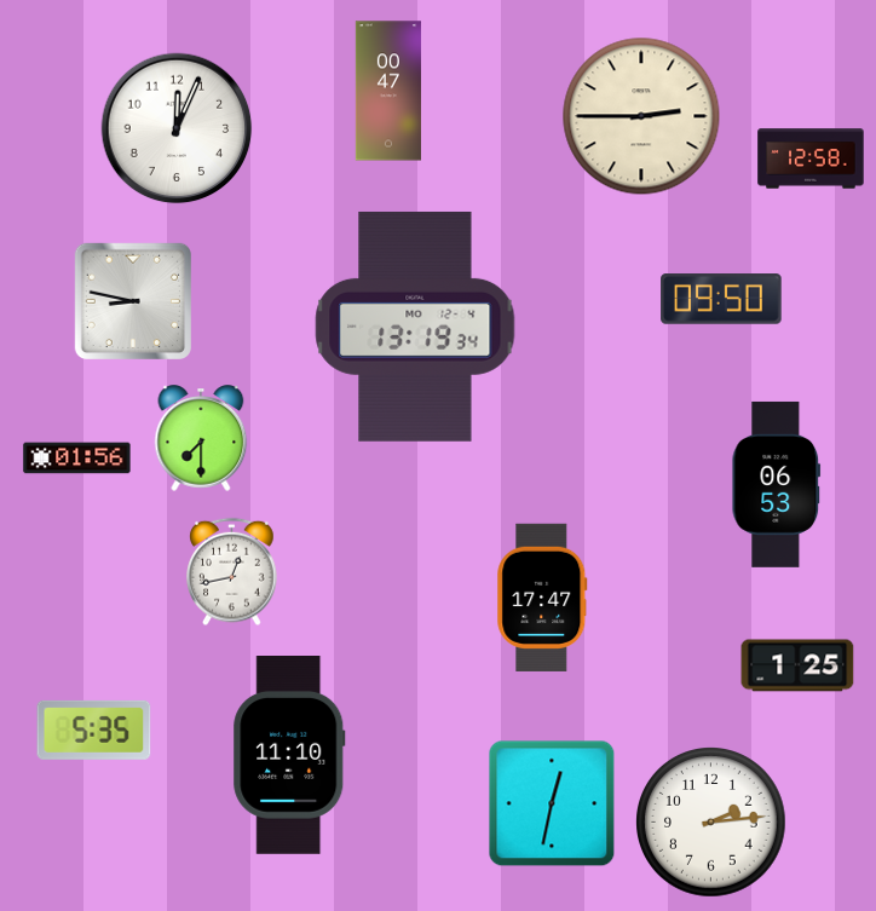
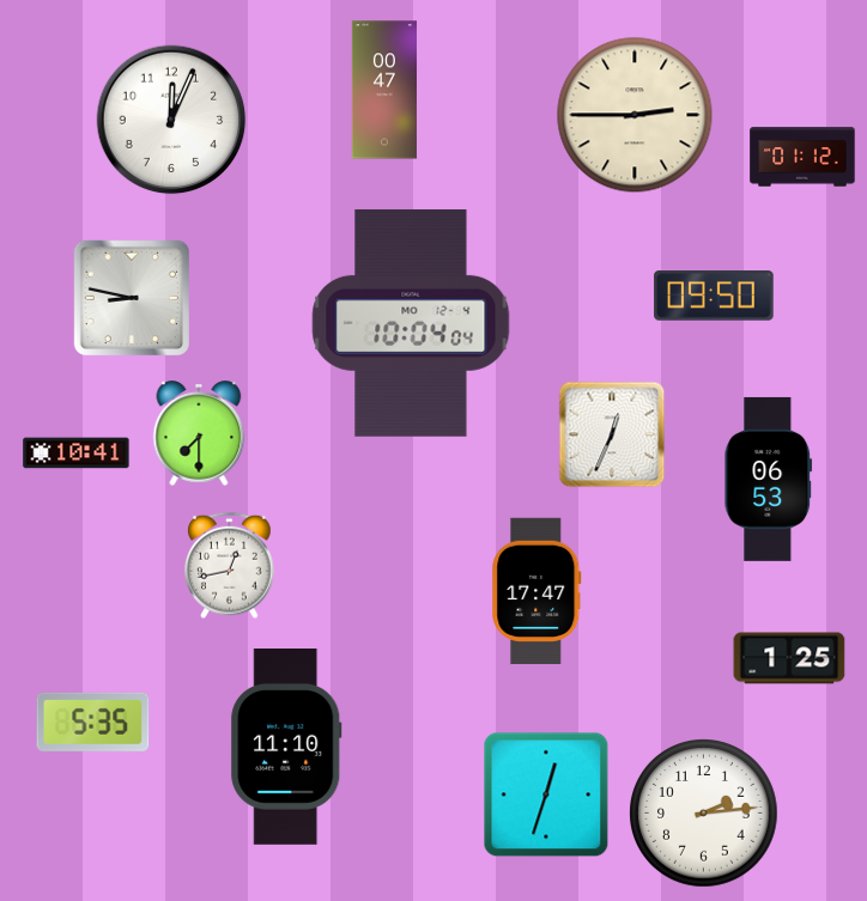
clock at (177, 128) position: (177, 128) -> (171, 120)
clock at (811, 158): 12:58 -> 01:12
clock at (415, 327): 13:19 -> 10:04
clock at (612, 434): none -> 12:34
clock at (77, 459): 01:56 -> 10:41
clock at (552, 803): 12:32 -> 12:33
